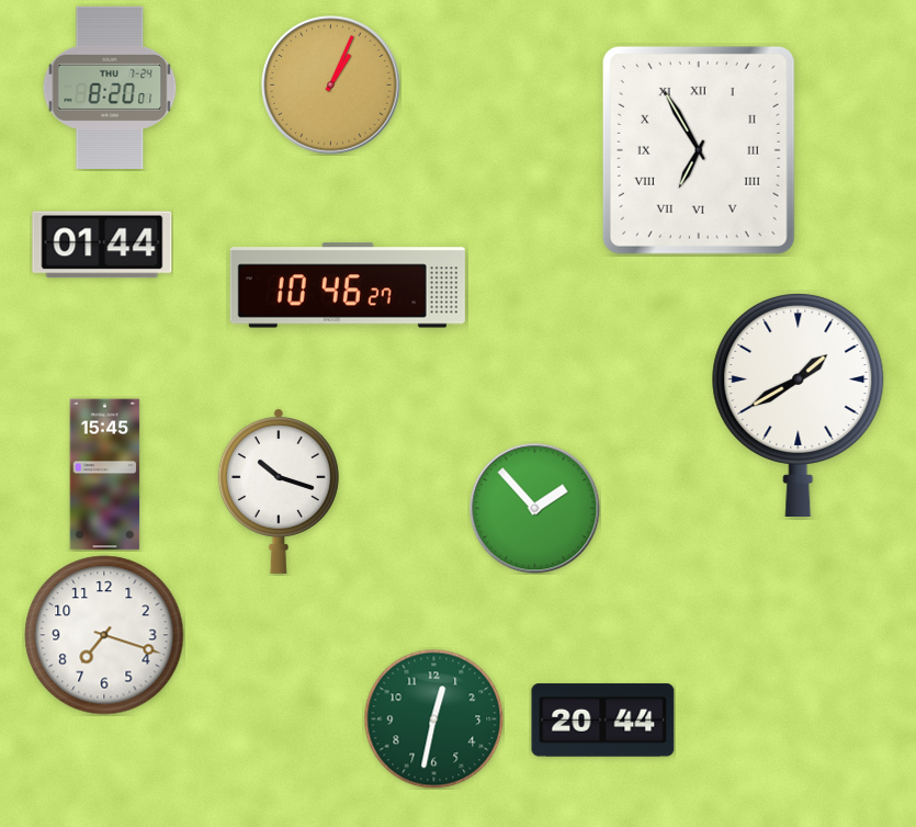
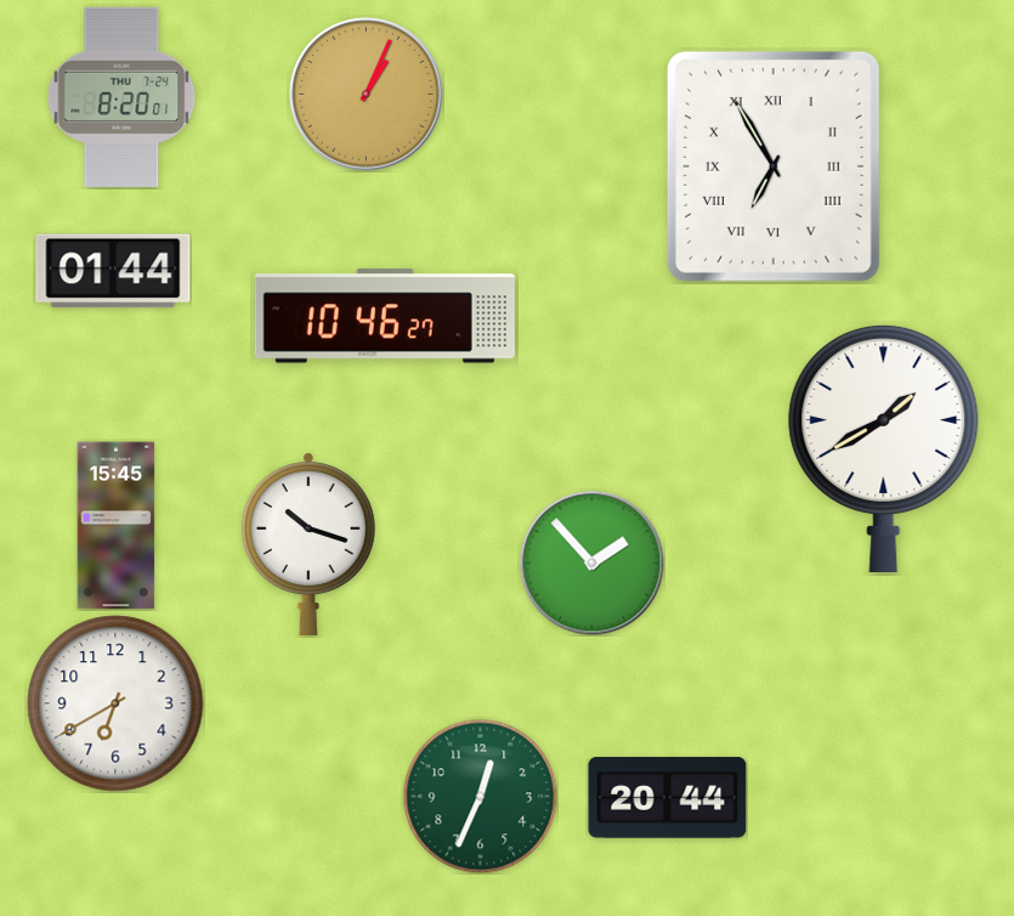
clock at (104, 635): 7:18 -> 6:40
clock at (433, 718): 12:32 -> 12:34
